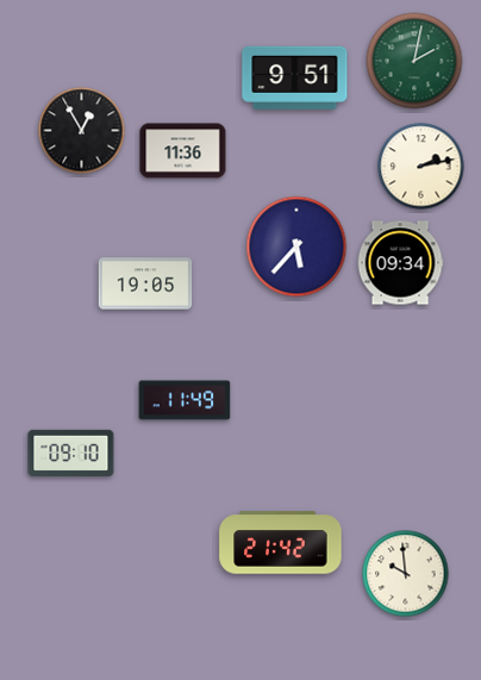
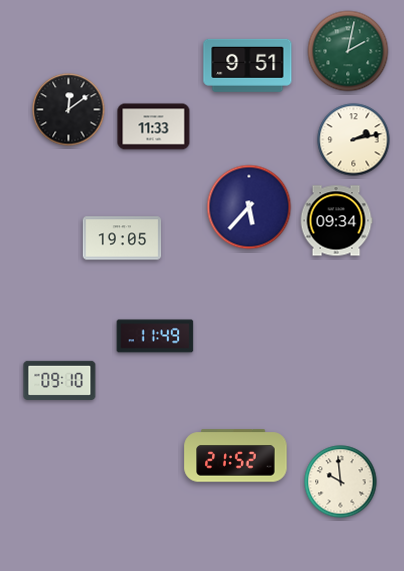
clock at (82, 131): 12:55 -> 12:09
clock at (183, 151): 11:36 -> 11:33
clock at (281, 543): 21:42 -> 21:52
